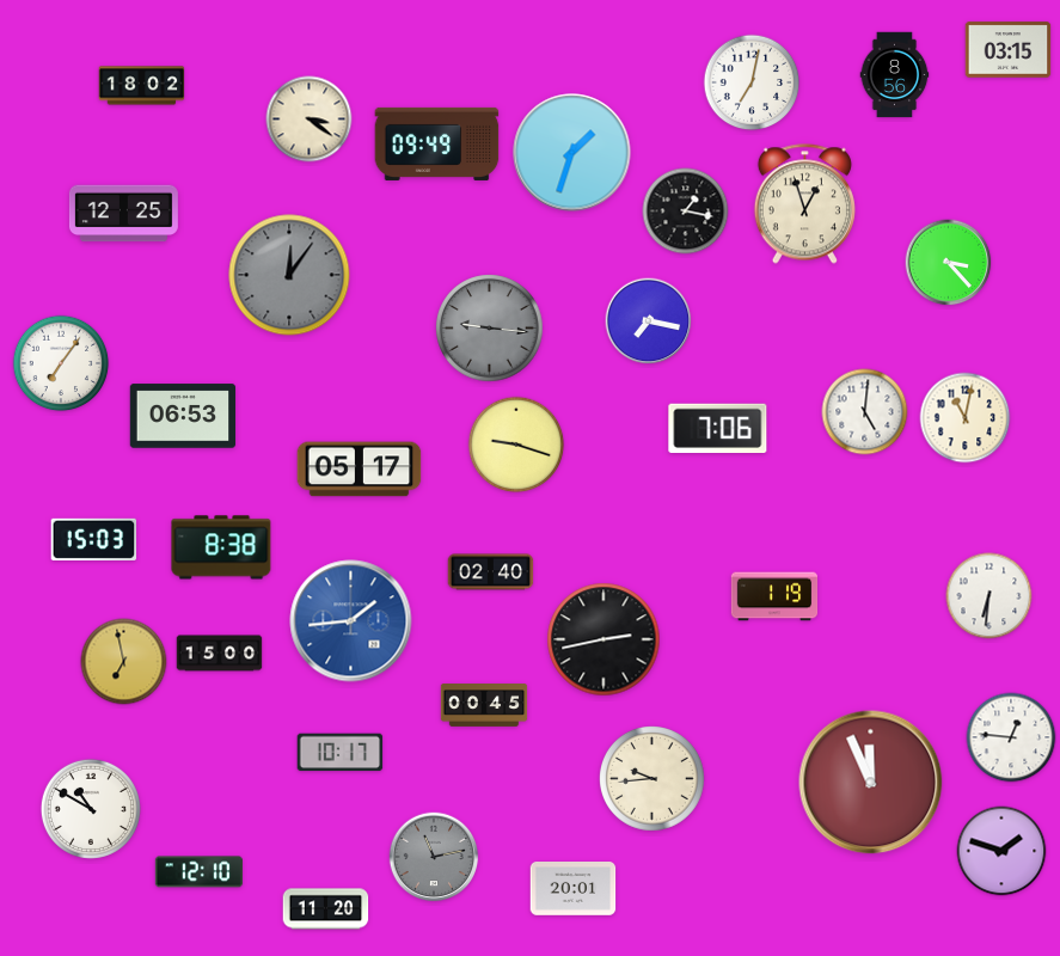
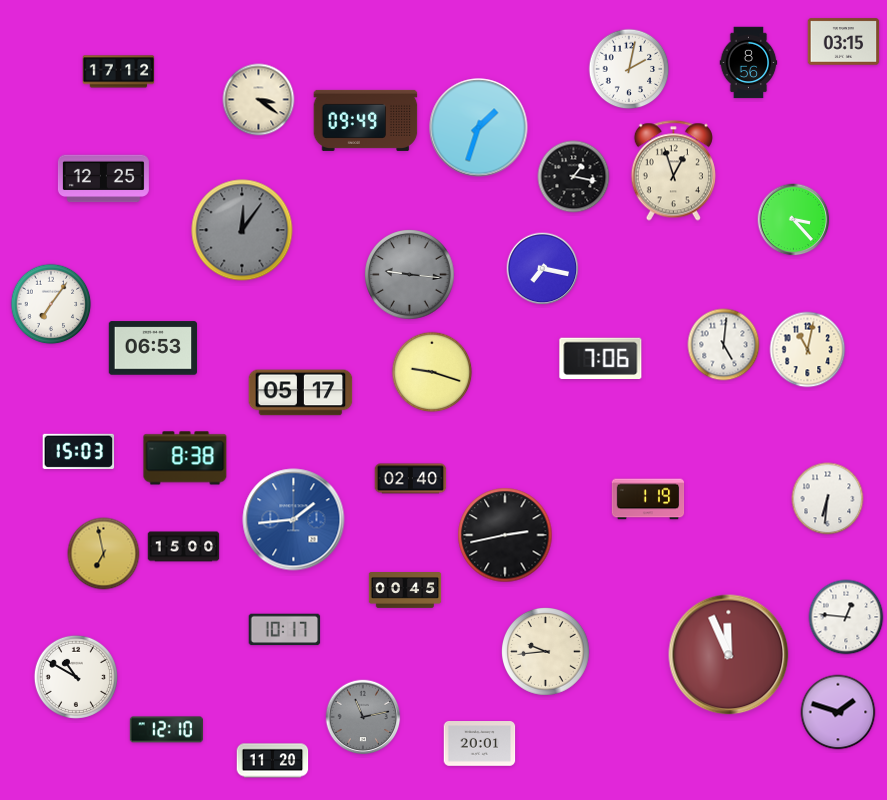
clock at (752, 82): 7:02 -> 2:02
clock at (142, 86): 18:02 -> 17:12
